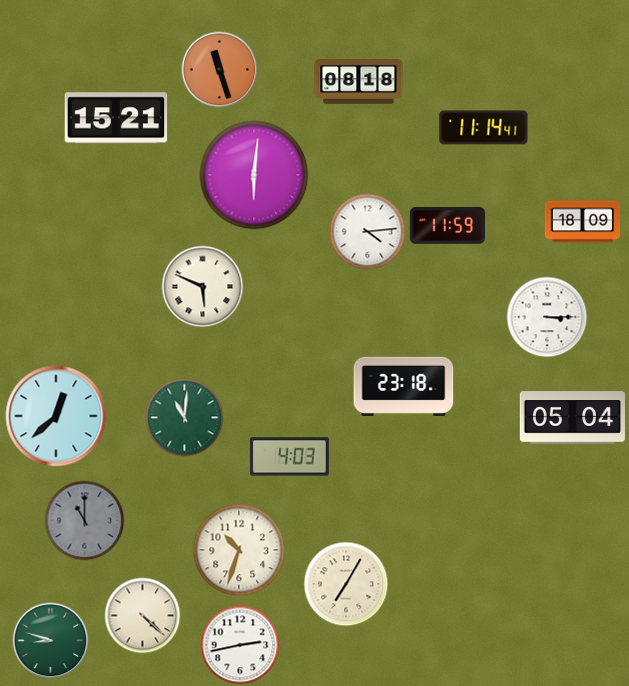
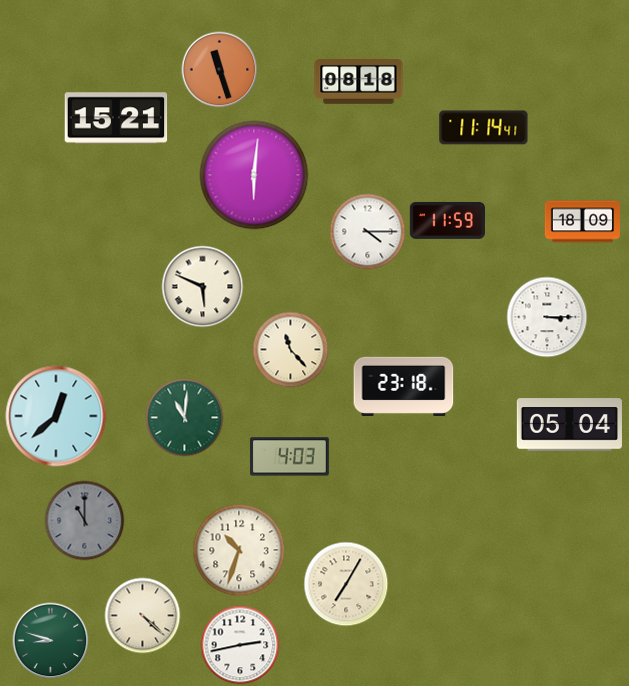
clock at (447, 225) position: (447, 225) -> (447, 220)
clock at (368, 232): 4:14 -> 4:15
clock at (291, 350): none -> 11:23
clock at (572, 418) position: (572, 418) -> (569, 425)
